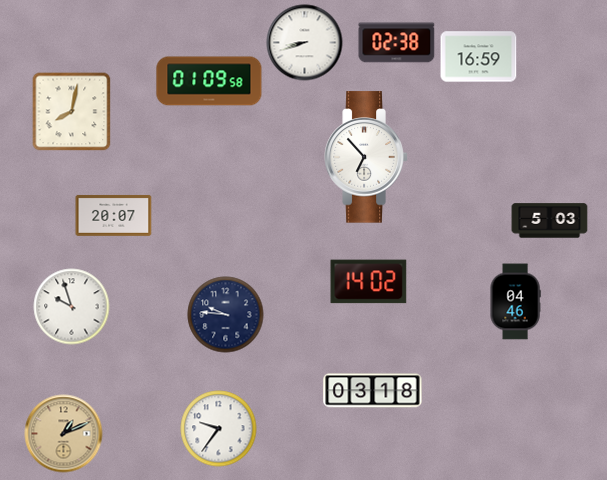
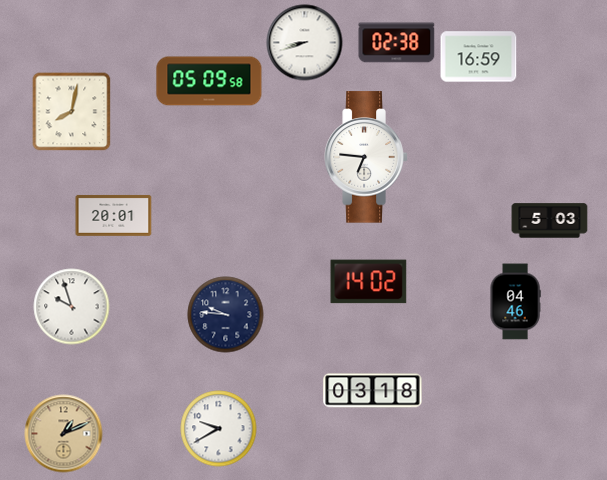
clock at (209, 81): 01:09 -> 05:09
clock at (366, 157): 6:53 -> 6:46
clock at (114, 215): 20:07 -> 20:01
clock at (219, 429): 9:36 -> 9:40
